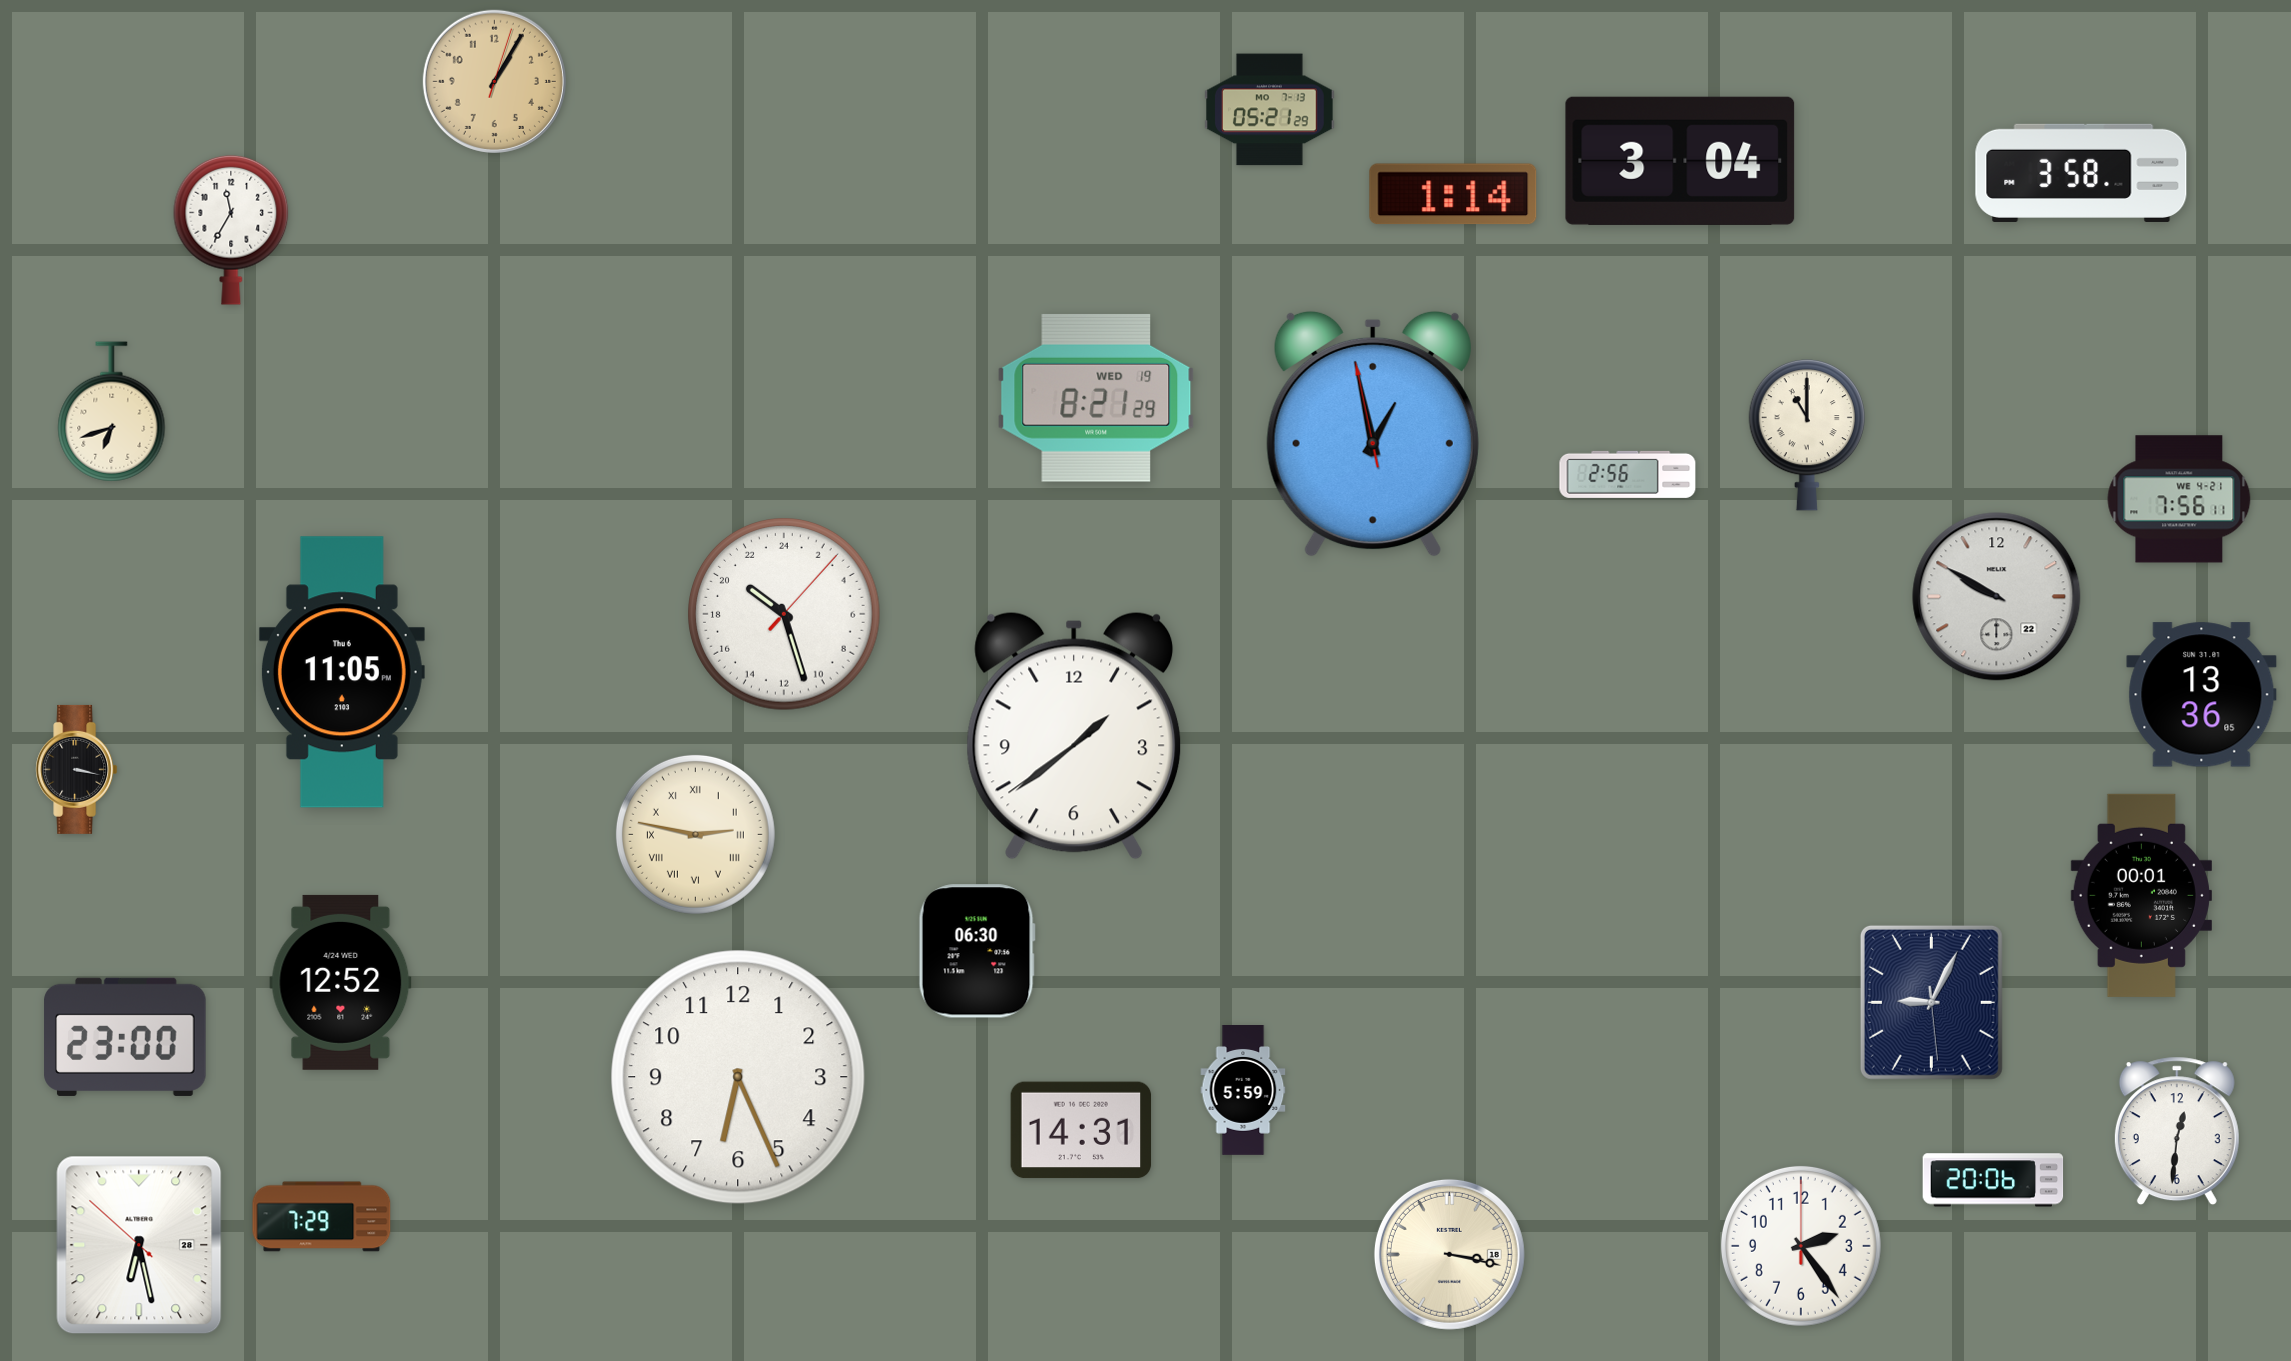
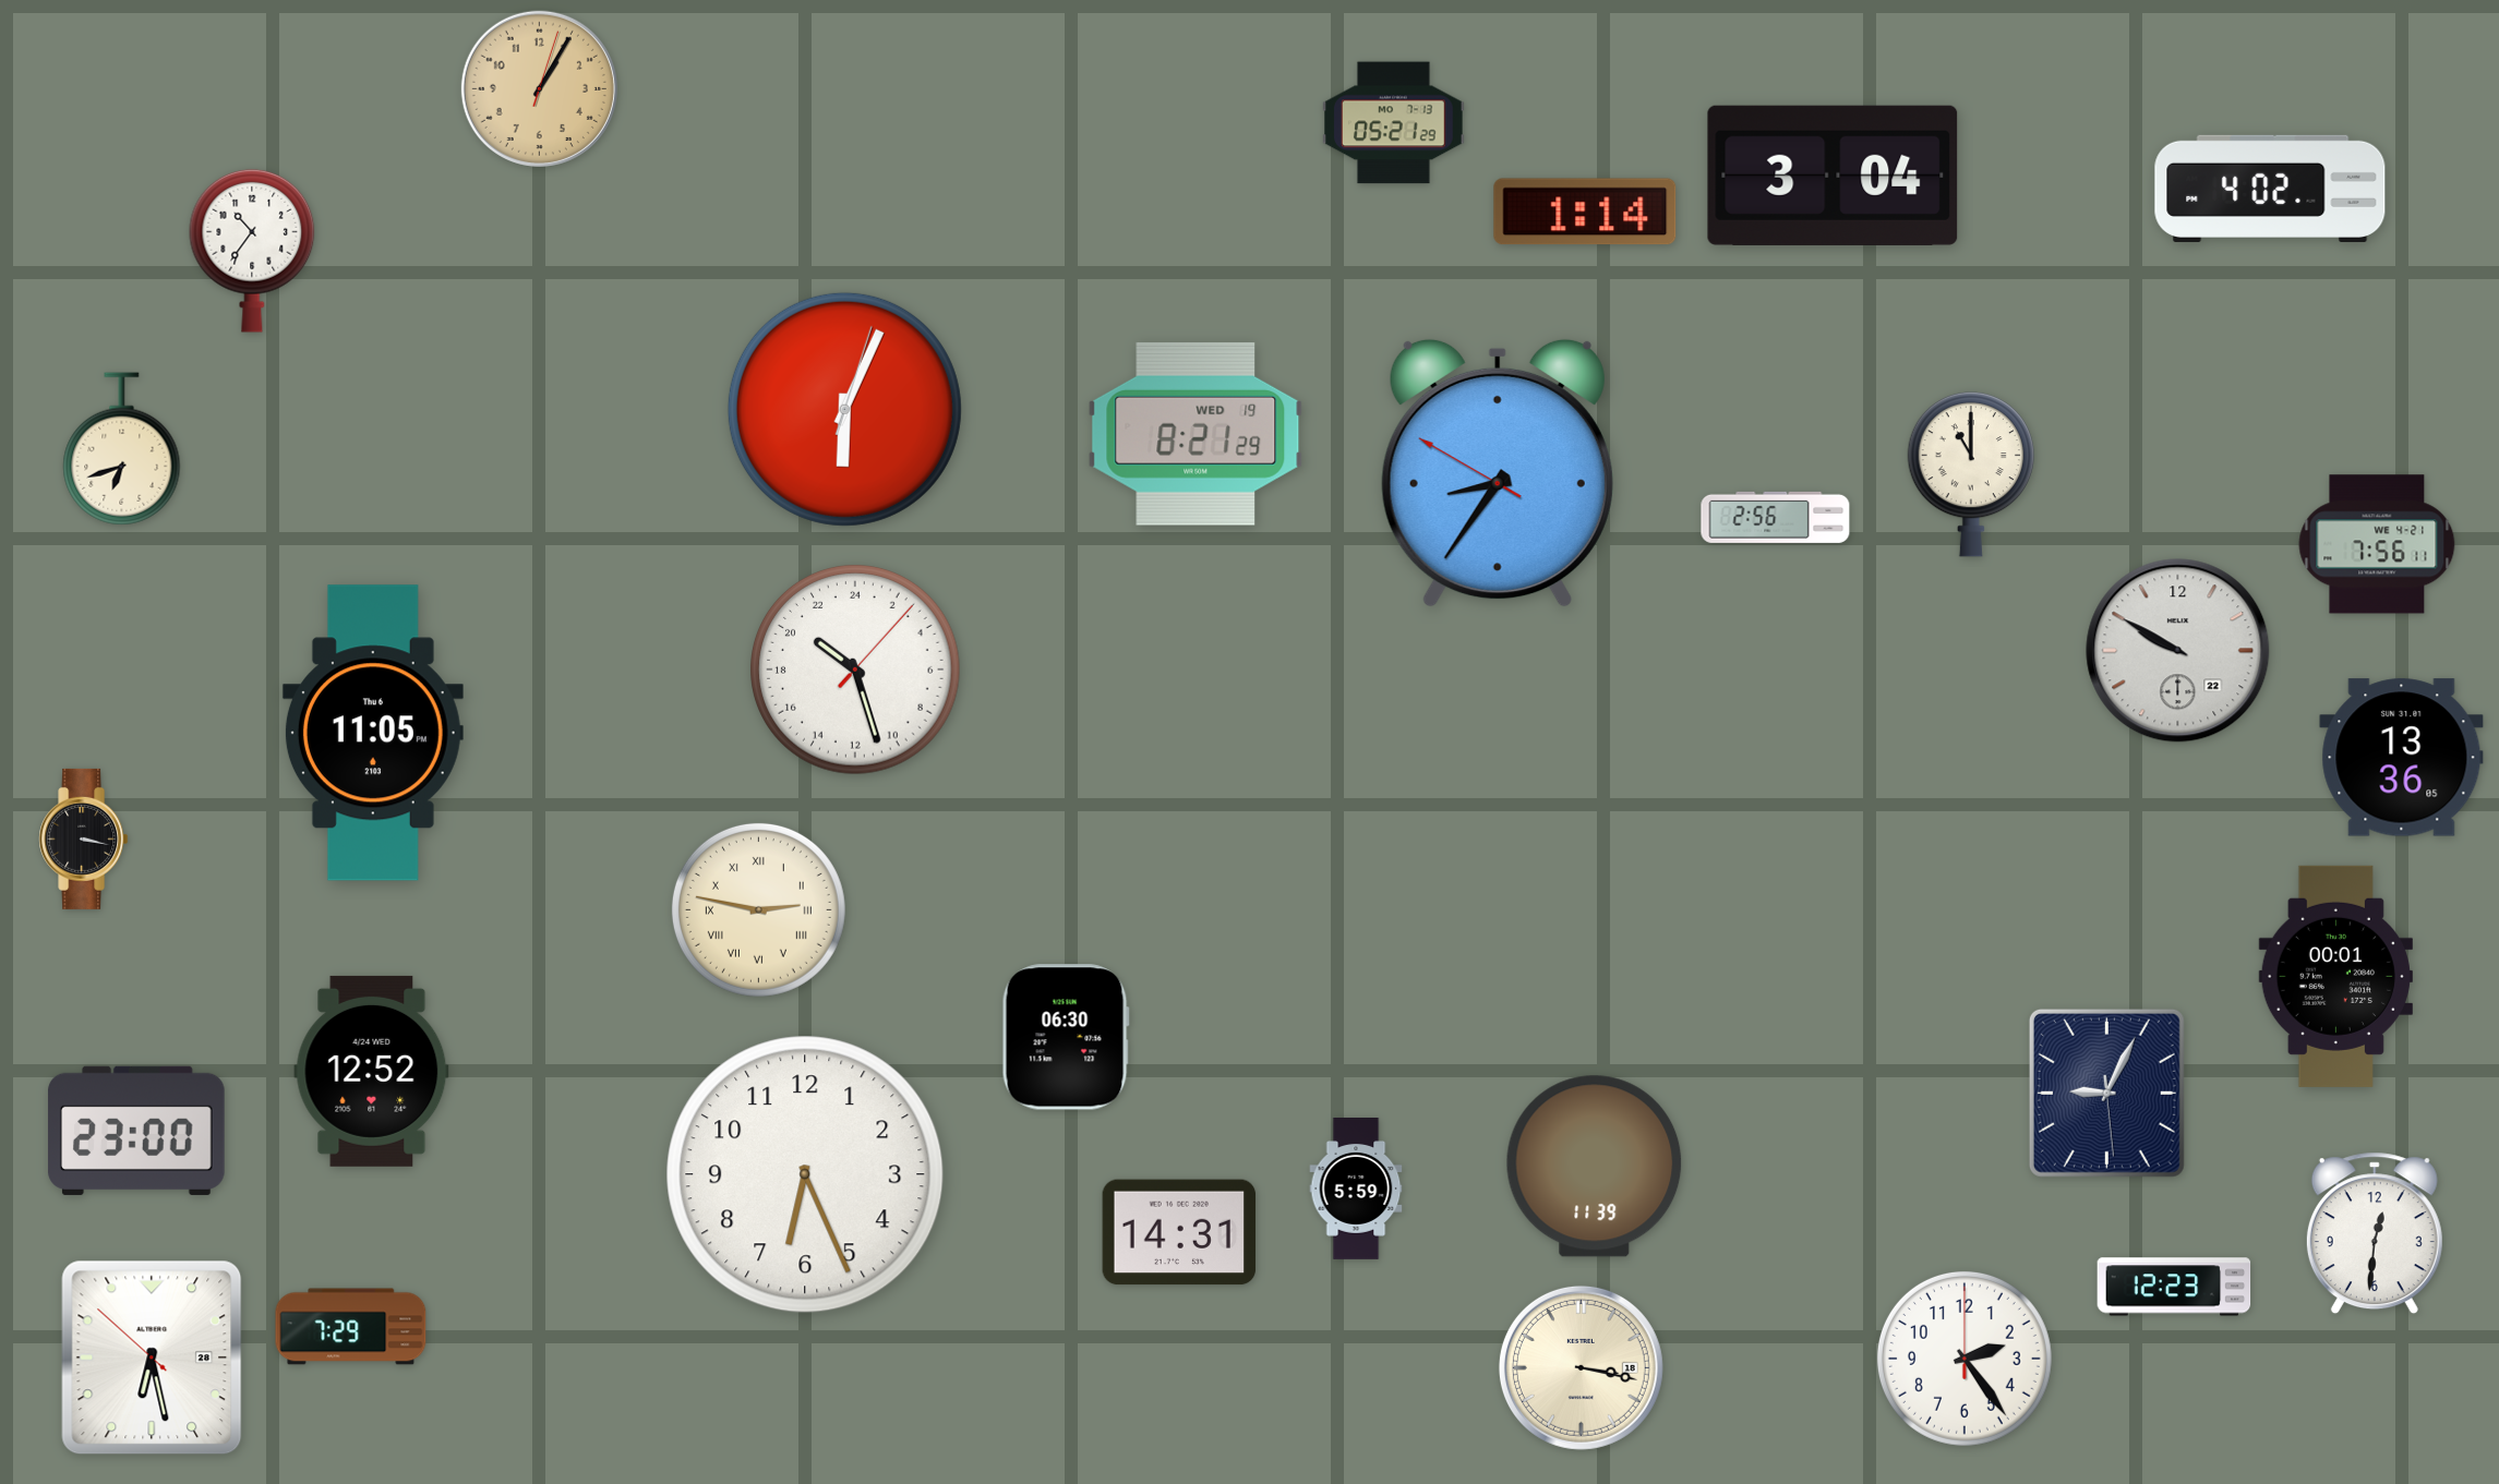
clock at (1270, 110) position: (1270, 110) -> (1394, 123)
clock at (2081, 173): 3:58 -> 4:02
clock at (231, 230): 11:35 -> 10:36
clock at (844, 409): none -> 6:04
clock at (1373, 434): 12:57 -> 8:35
clock at (1074, 736): 1:38 -> none
clock at (1595, 1167): none -> 11:39
clock at (1993, 1180): 20:06 -> 12:23
